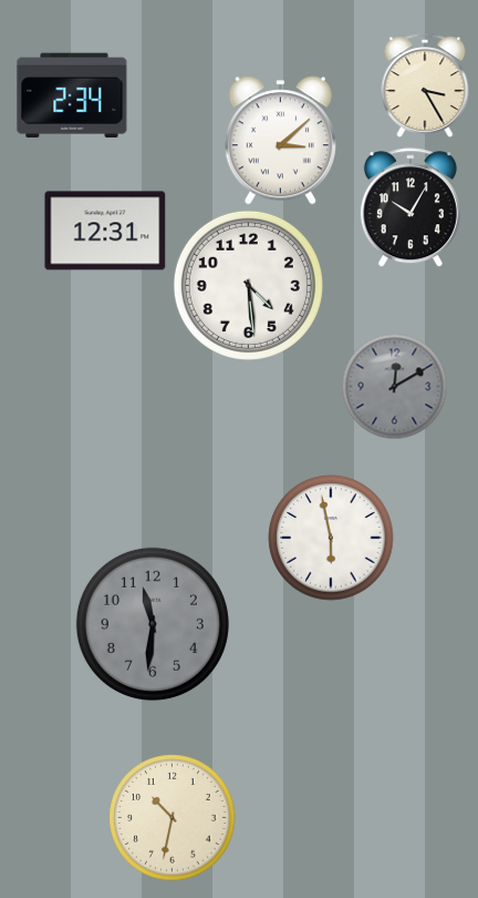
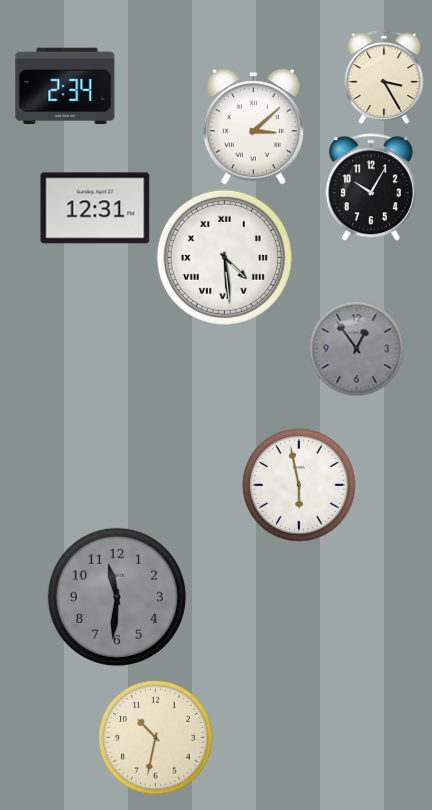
clock at (248, 285) numerals: Arabic -> Roman
clock at (394, 386): 12:10 -> 12:54
clock at (153, 624) position: (153, 624) -> (117, 597)
